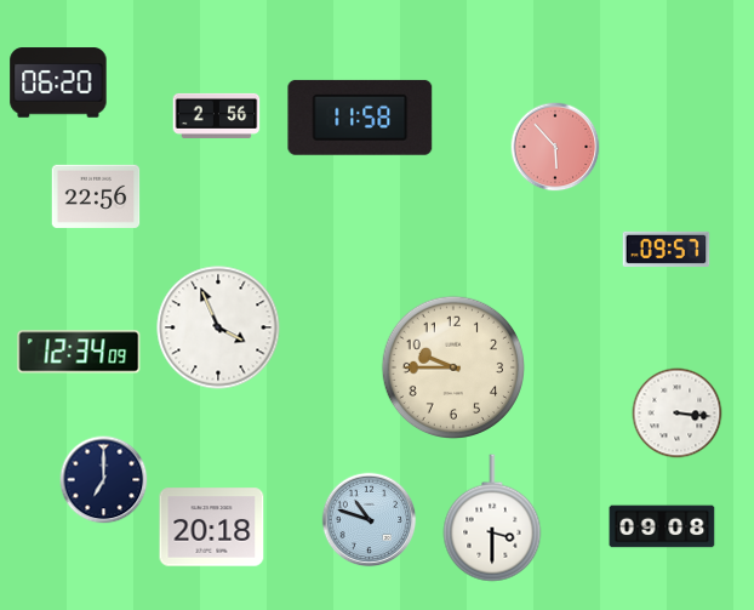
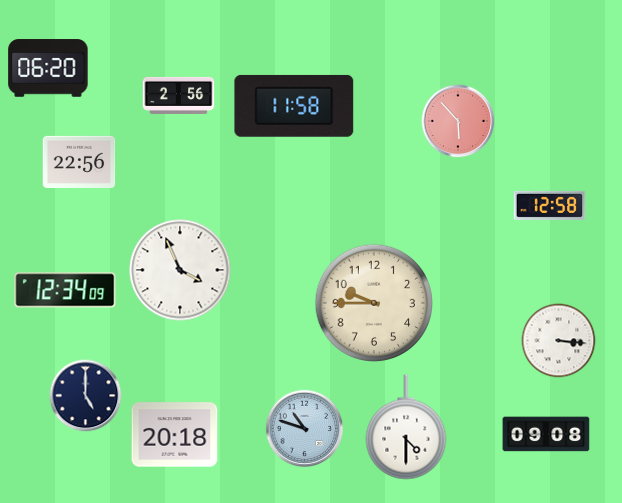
clock at (360, 118) position: (360, 118) -> (294, 106)
clock at (667, 249): 09:57 -> 12:58
clock at (104, 480): 7:00 -> 5:00
clock at (492, 518): 3:30 -> 4:30
